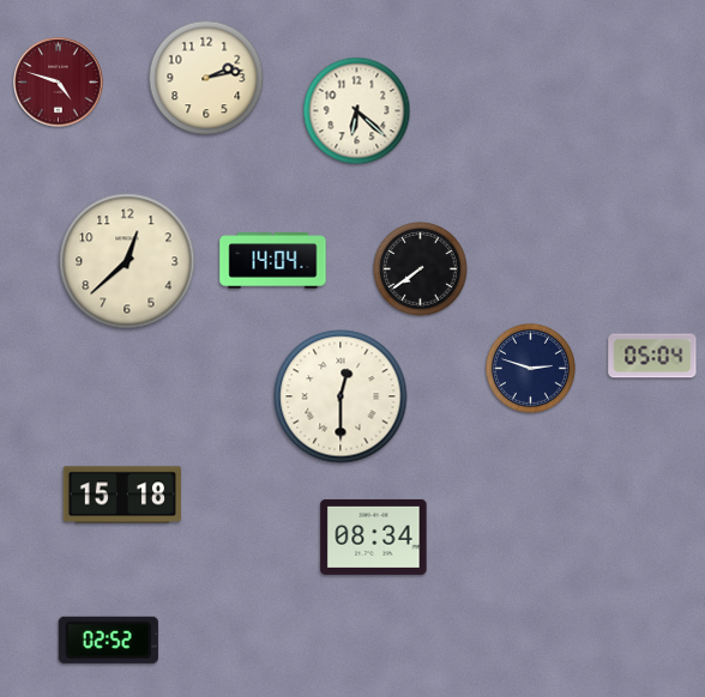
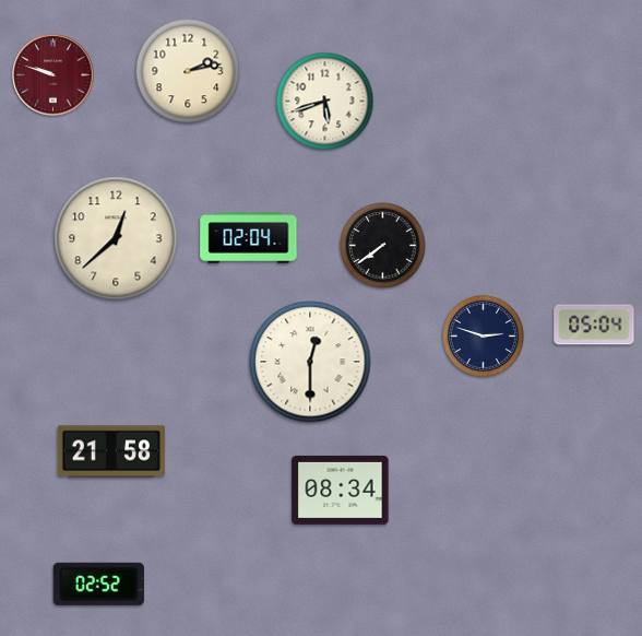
clock at (59, 83): 4:48 -> 9:48
clock at (357, 111): 6:22 -> 5:42
clock at (273, 261): 14:04 -> 02:04
clock at (121, 495): 15:18 -> 21:58
